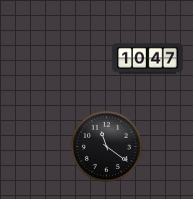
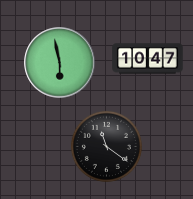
clock at (60, 63): none -> 5:58
